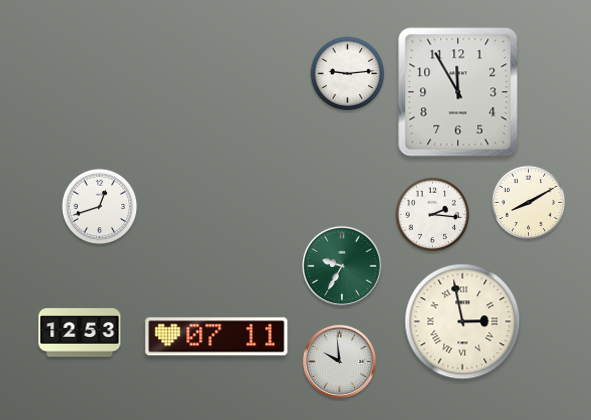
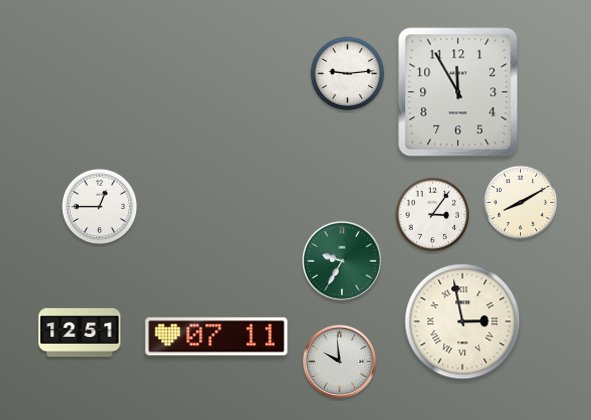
clock at (529, 203) position: (529, 203) -> (521, 203)
clock at (100, 207): 12:42 -> 12:45
clock at (433, 215): 2:16 -> 3:06
clock at (342, 266) position: (342, 266) -> (342, 261)
clock at (80, 333): 12:53 -> 12:51
